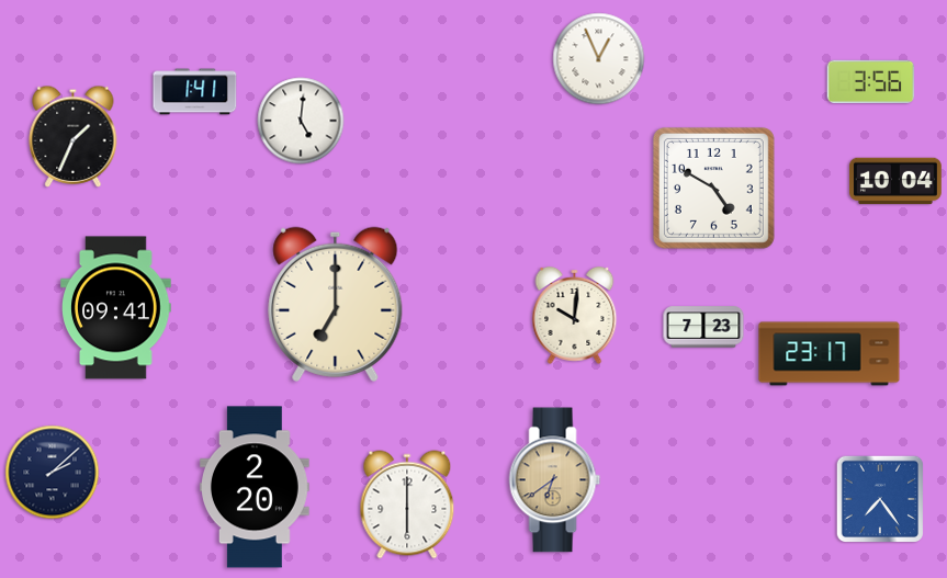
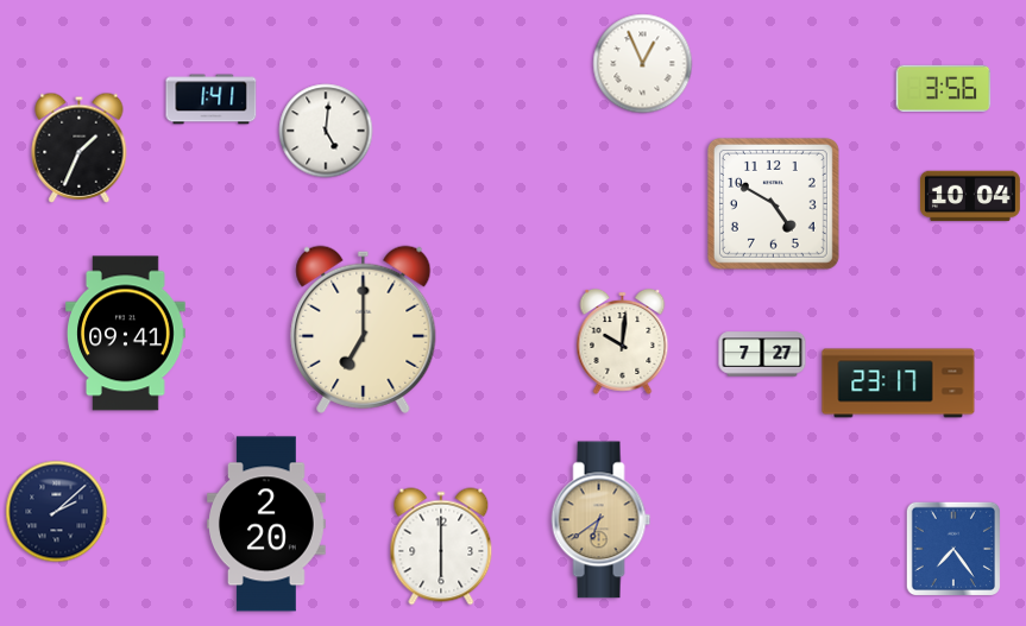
clock at (599, 59) position: (599, 59) -> (643, 64)
clock at (703, 327): 7:23 -> 7:27
clock at (256, 487) position: (256, 487) -> (267, 524)
clock at (879, 498) position: (879, 498) -> (952, 548)
